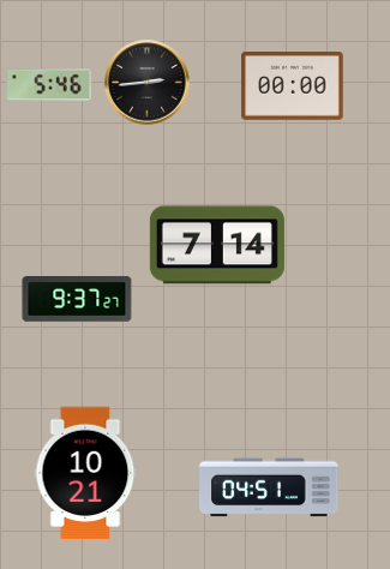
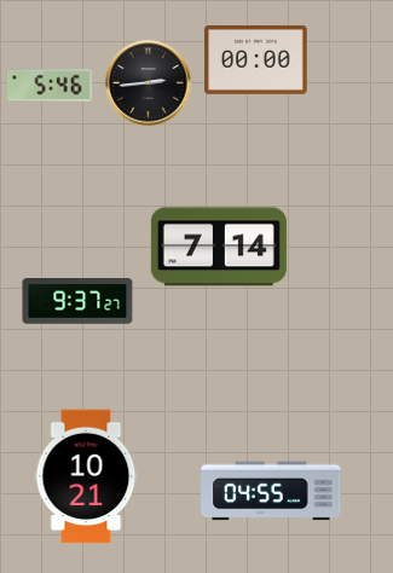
clock at (293, 86) position: (293, 86) -> (256, 60)
clock at (269, 487): 04:51 -> 04:55
